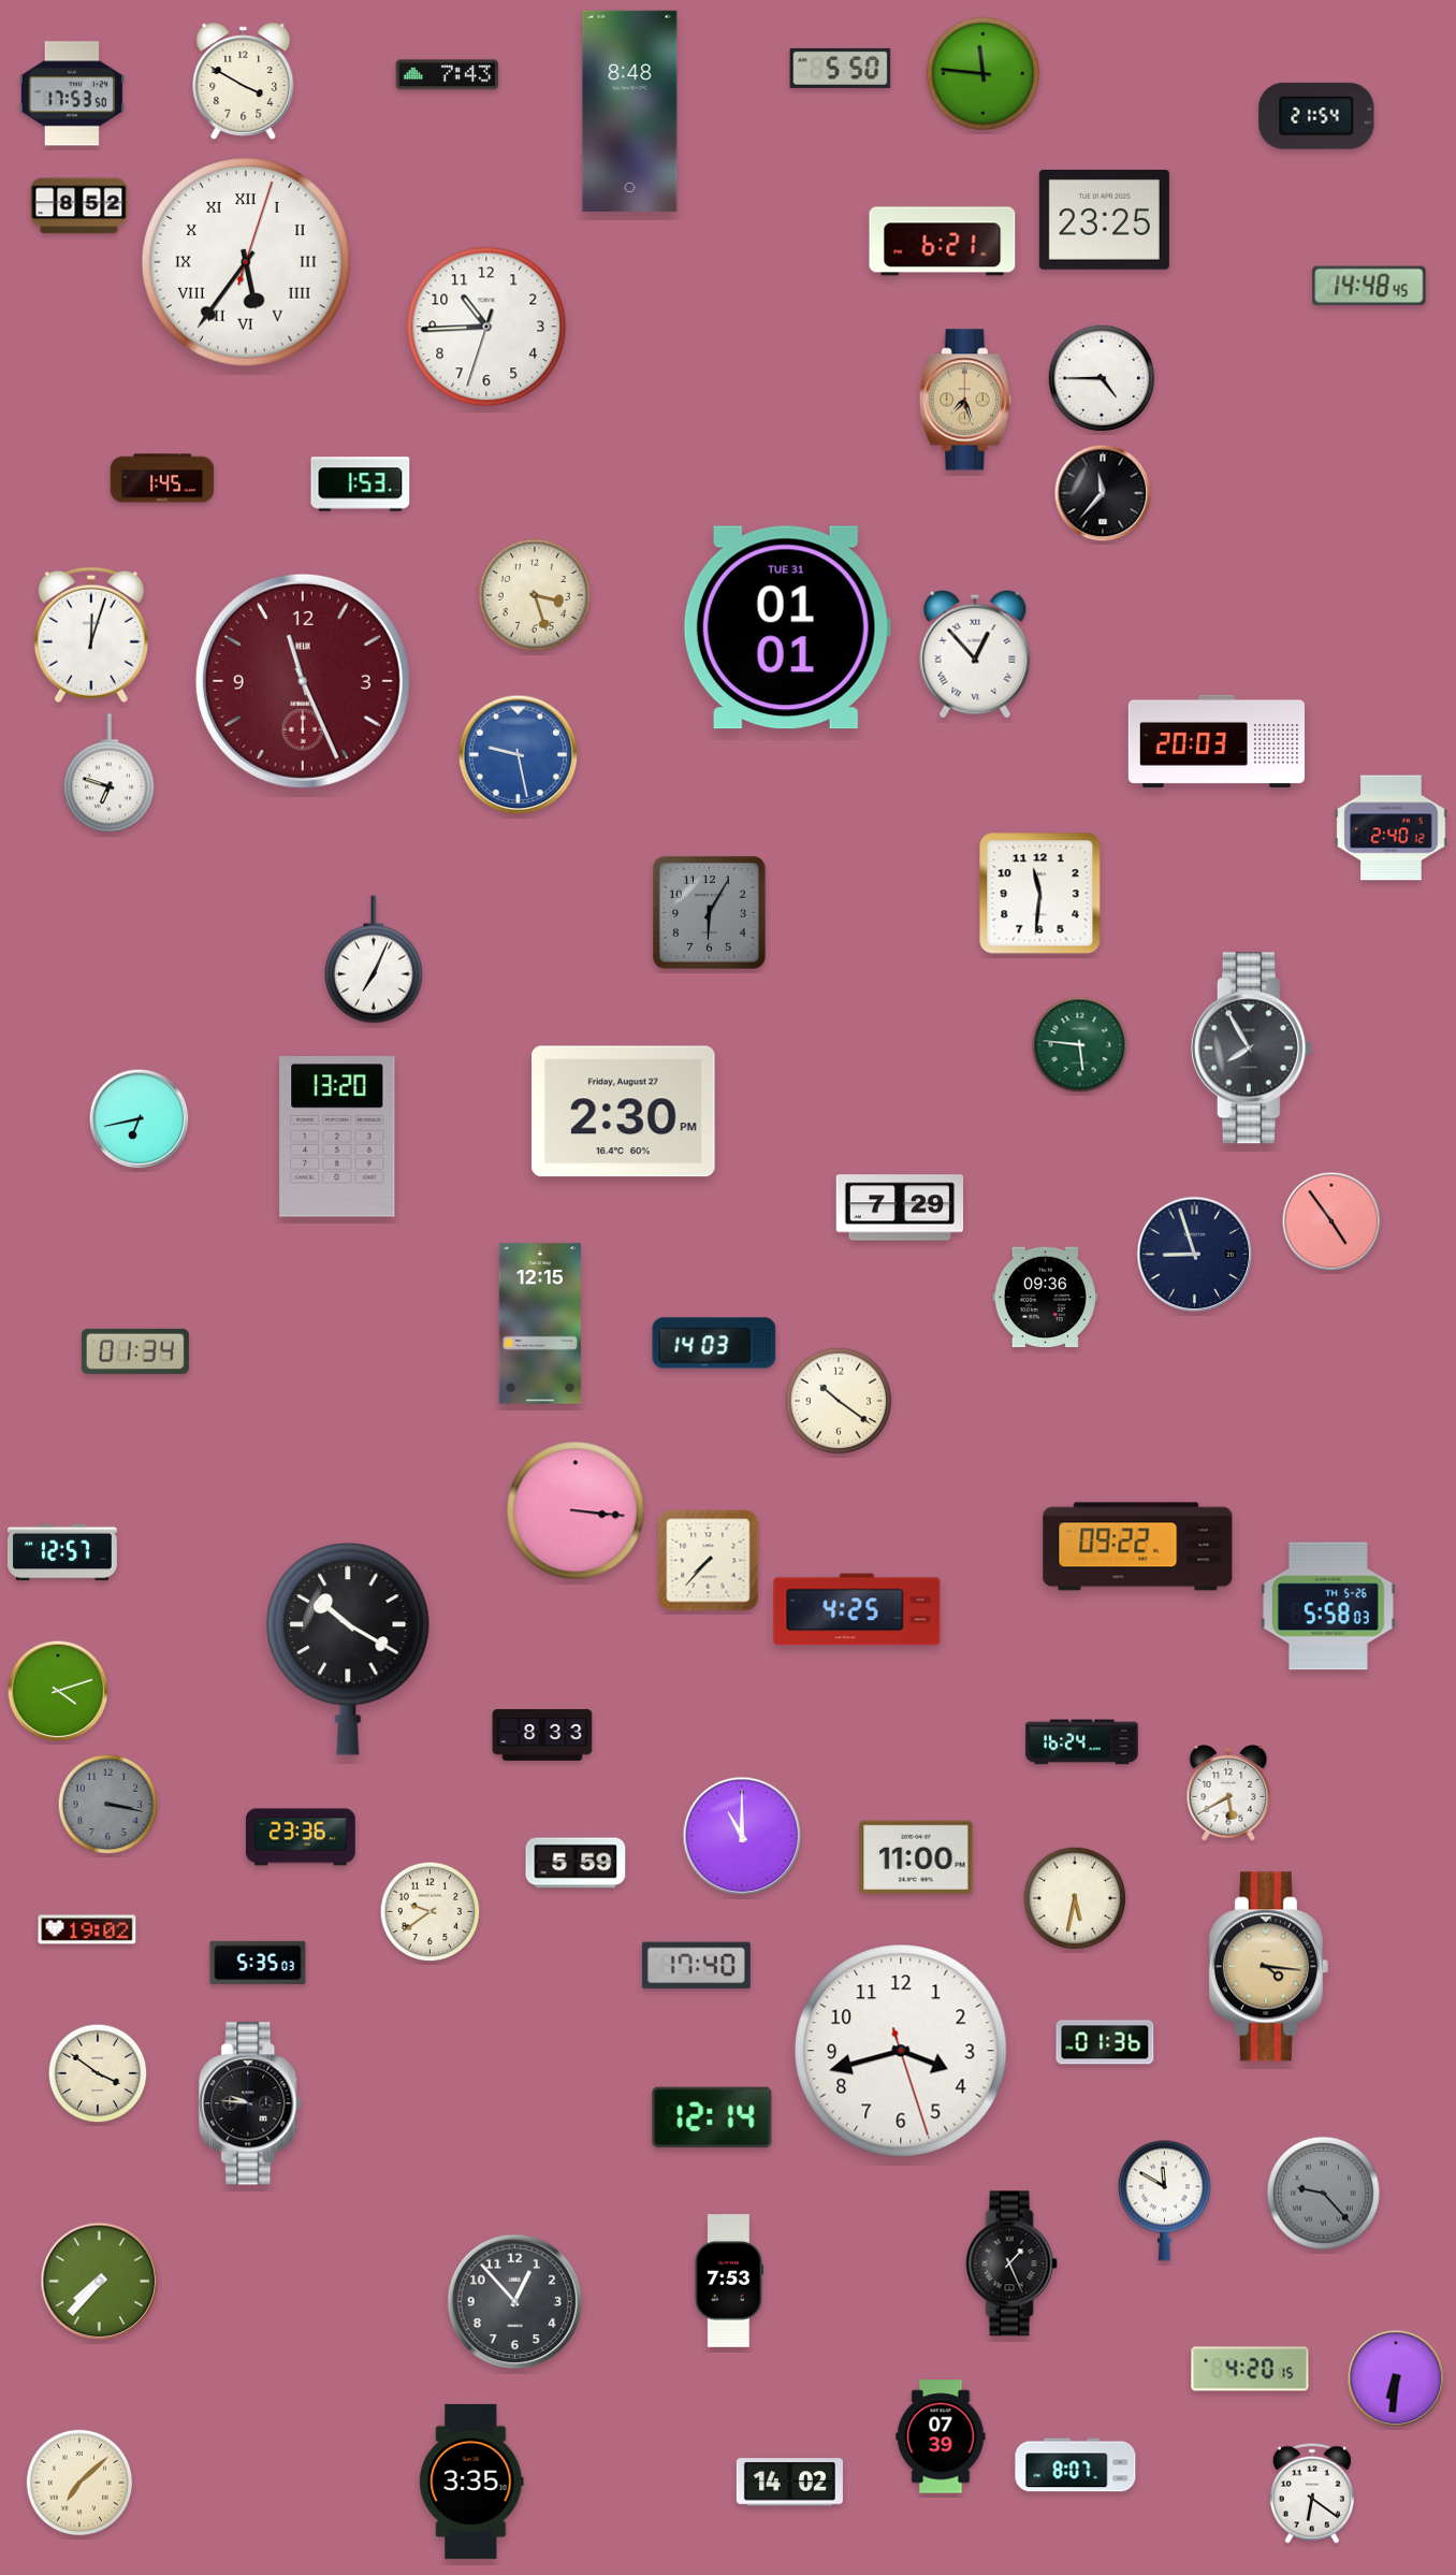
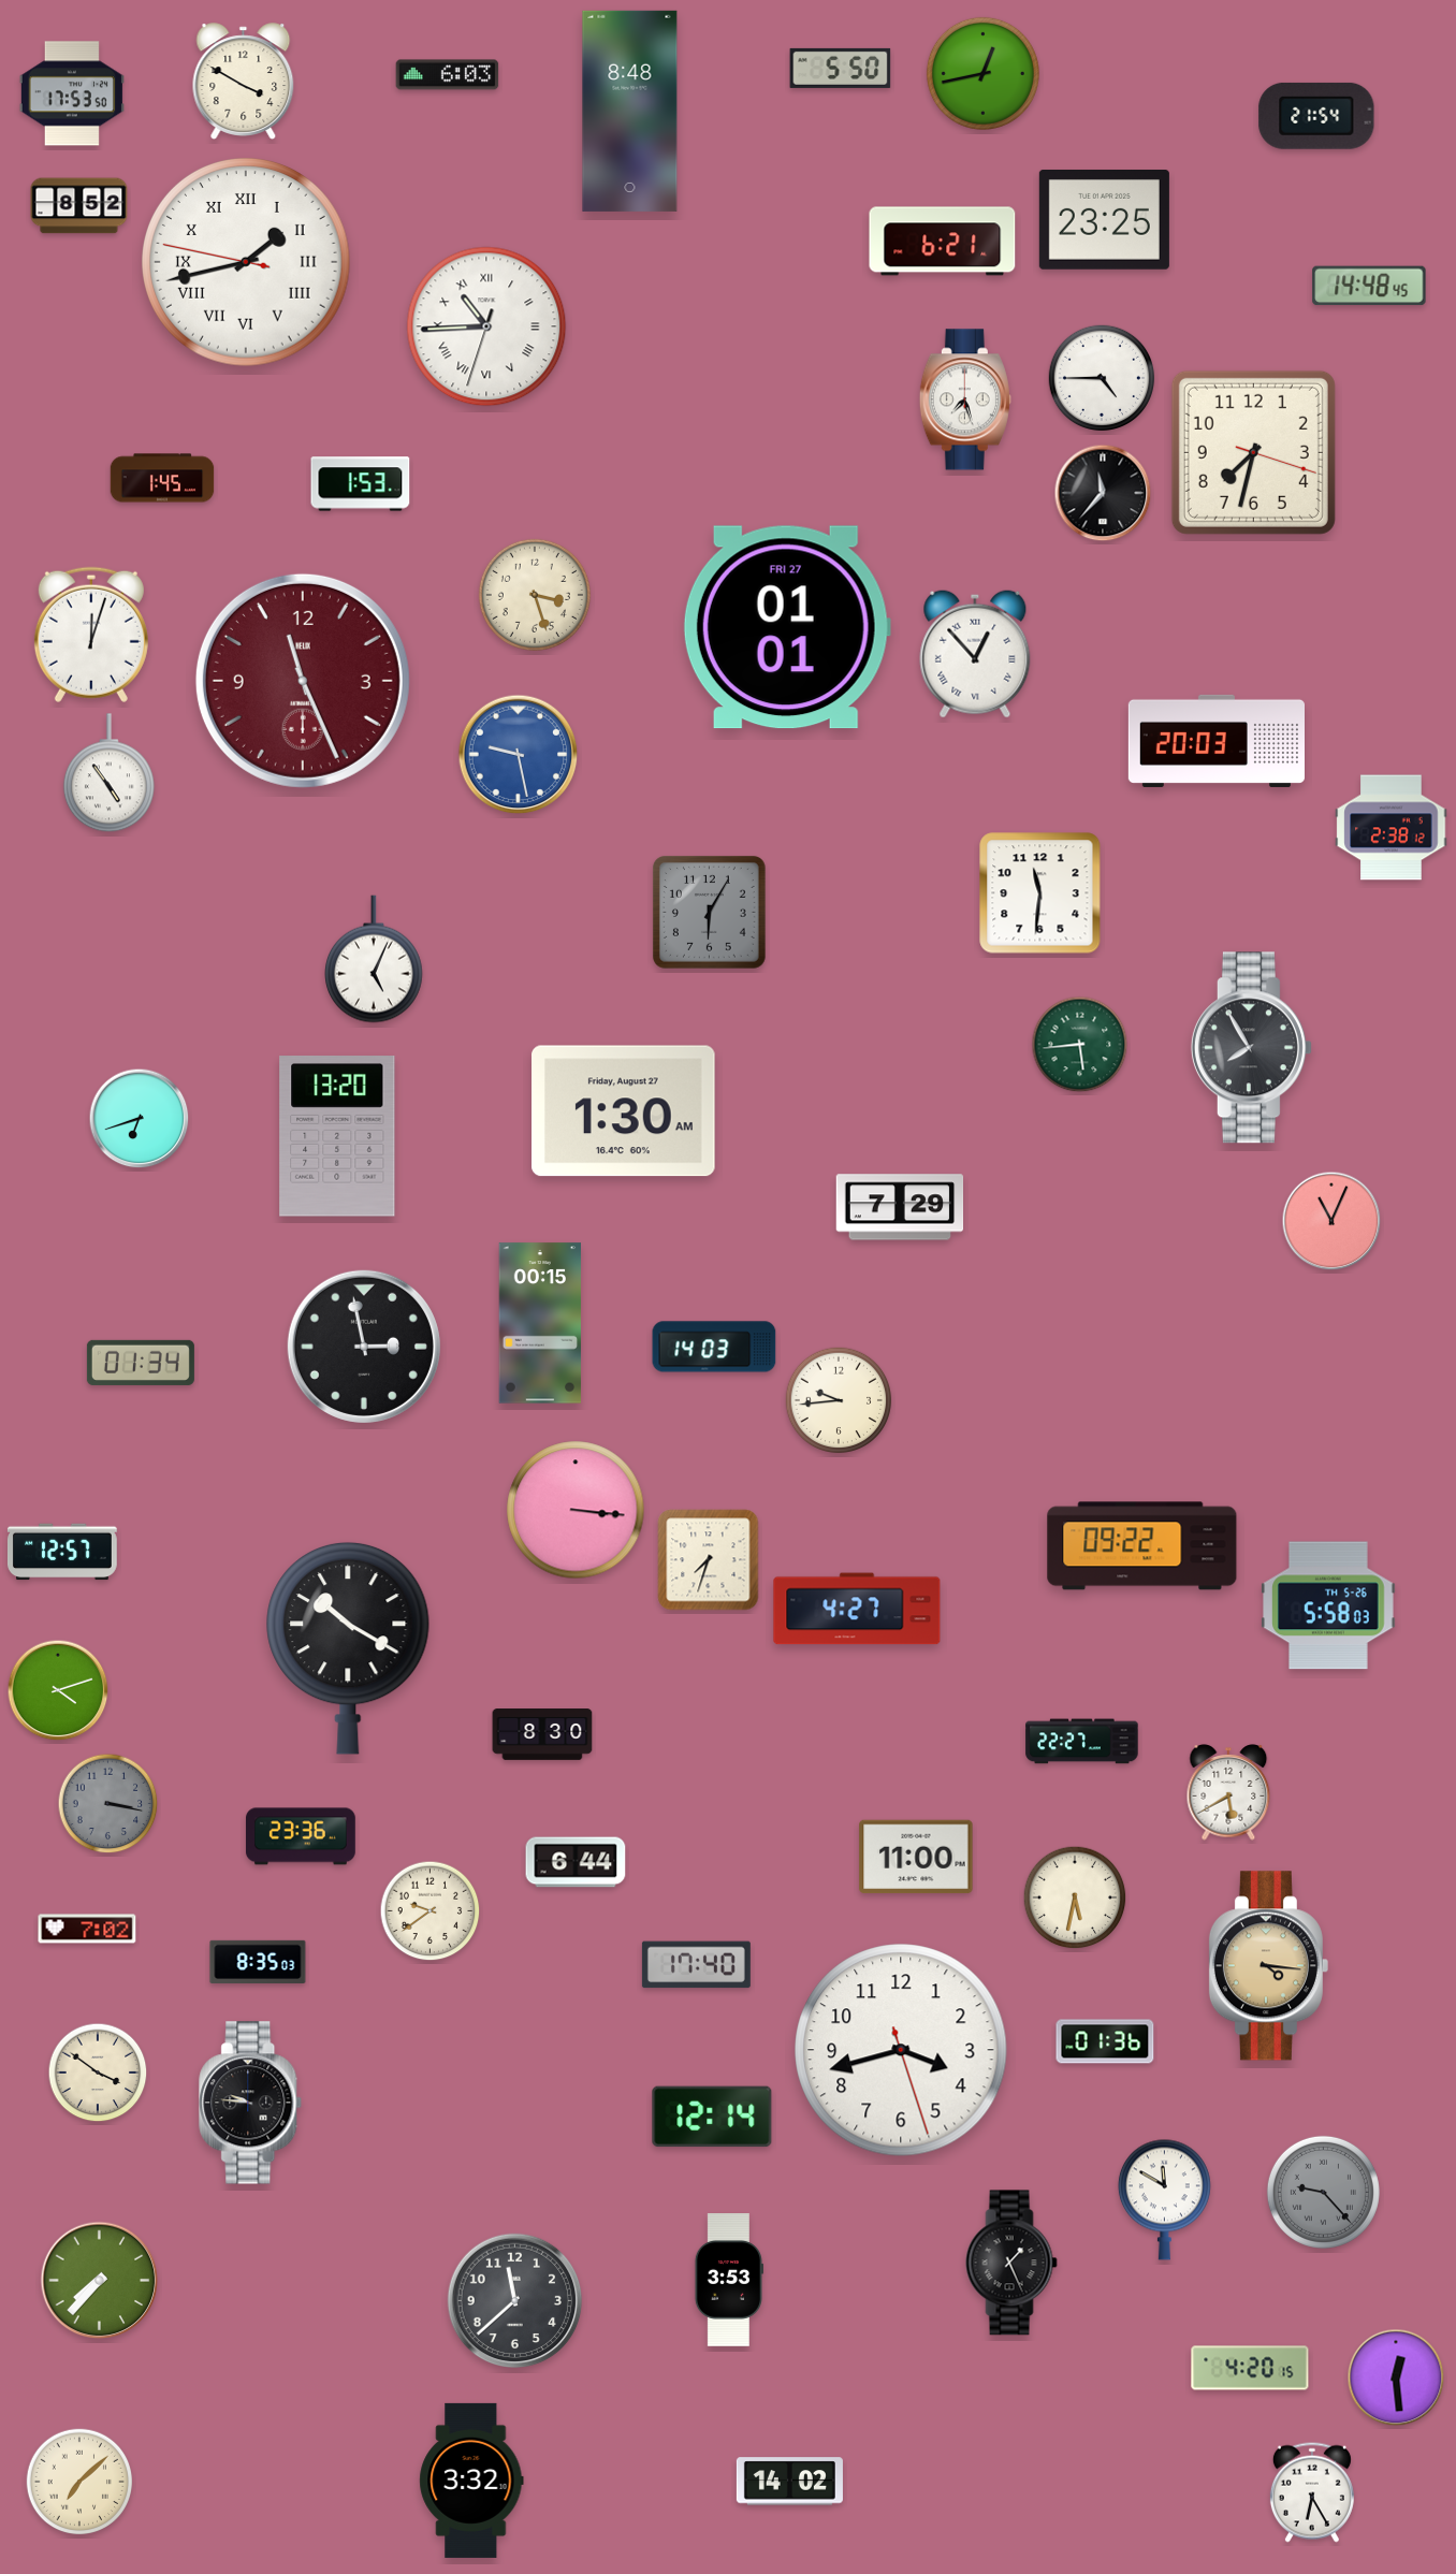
clock at (982, 73): 11:46 -> 12:43
clock at (448, 75): 7:43 -> 6:03
clock at (247, 263): 5:36 -> 1:42
clock at (486, 327) numerals: Arabic -> Roman
clock at (965, 400) dial: champagne -> white
clock at (1253, 452): none -> 7:32
clock at (787, 627) date: TUE 31 -> FRI 27
clock at (108, 773): 6:48 -> 4:54
clock at (1392, 828): 2:40 -> 2:38
clock at (375, 959): 7:04 -> 5:04
clock at (1080, 1045): 5:46 -> 5:44
clock at (624, 1112): 2:30 -> 1:30
clock at (140, 1119): 6:43 -> 6:42
clock at (1331, 1221): 4:54 -> 11:04
clock at (1195, 1255): 8:57 -> none
clock at (1045, 1298): 09:36 -> none
clock at (540, 1323): 12:15 -> 00:15
clock at (714, 1343) position: (714, 1343) -> (714, 1347)
clock at (364, 1347): none -> 2:58
clock at (135, 1351) position: (135, 1351) -> (141, 1363)
clock at (839, 1401): 10:21 -> 9:44
clock at (1138, 1547) position: (1138, 1547) -> (1142, 1546)
clock at (709, 1561): 7:37 -> 7:33
clock at (857, 1609): 4:25 -> 4:27
clock at (542, 1735): 8:33 -> 8:30
clock at (1082, 1742): 16:24 -> 22:27
clock at (742, 1836): 11:00 -> none
clock at (576, 1863): 5:59 -> 6:44
clock at (87, 1929): 19:02 -> 7:02
clock at (258, 1962): 5:35 -> 8:35
clock at (729, 2282): 7:53 -> 3:53
clock at (514, 2301): 12:53 -> 11:38
clock at (1396, 2378): 6:31 -> 12:29
clock at (941, 2436): 07:39 -> none
clock at (1076, 2465): 8:07 -> none
clock at (471, 2482): 3:35 -> 3:32
clock at (1312, 2493): 6:21 -> 6:25
